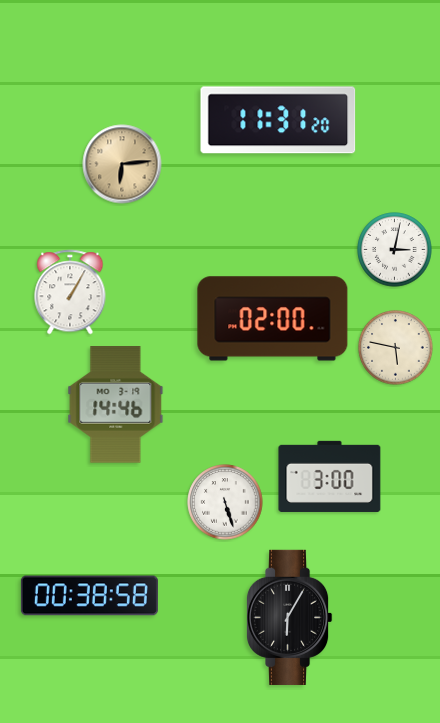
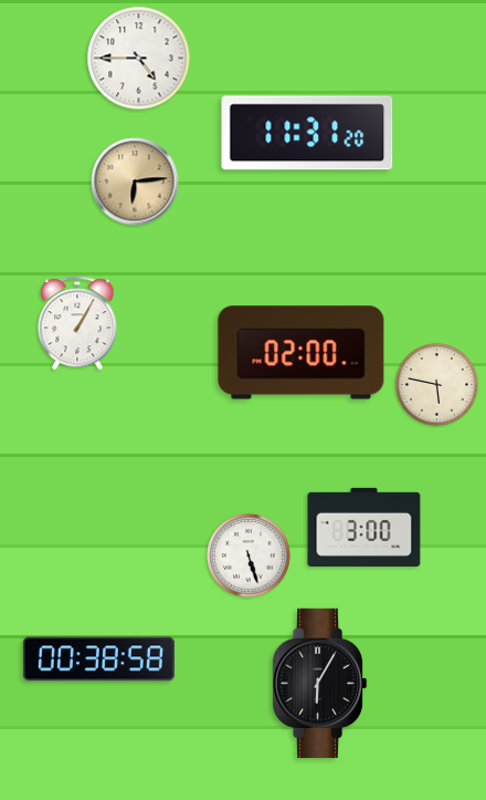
clock at (139, 59): none -> 4:45
clock at (395, 250): 3:02 -> none
clock at (116, 405): 14:46 -> none
